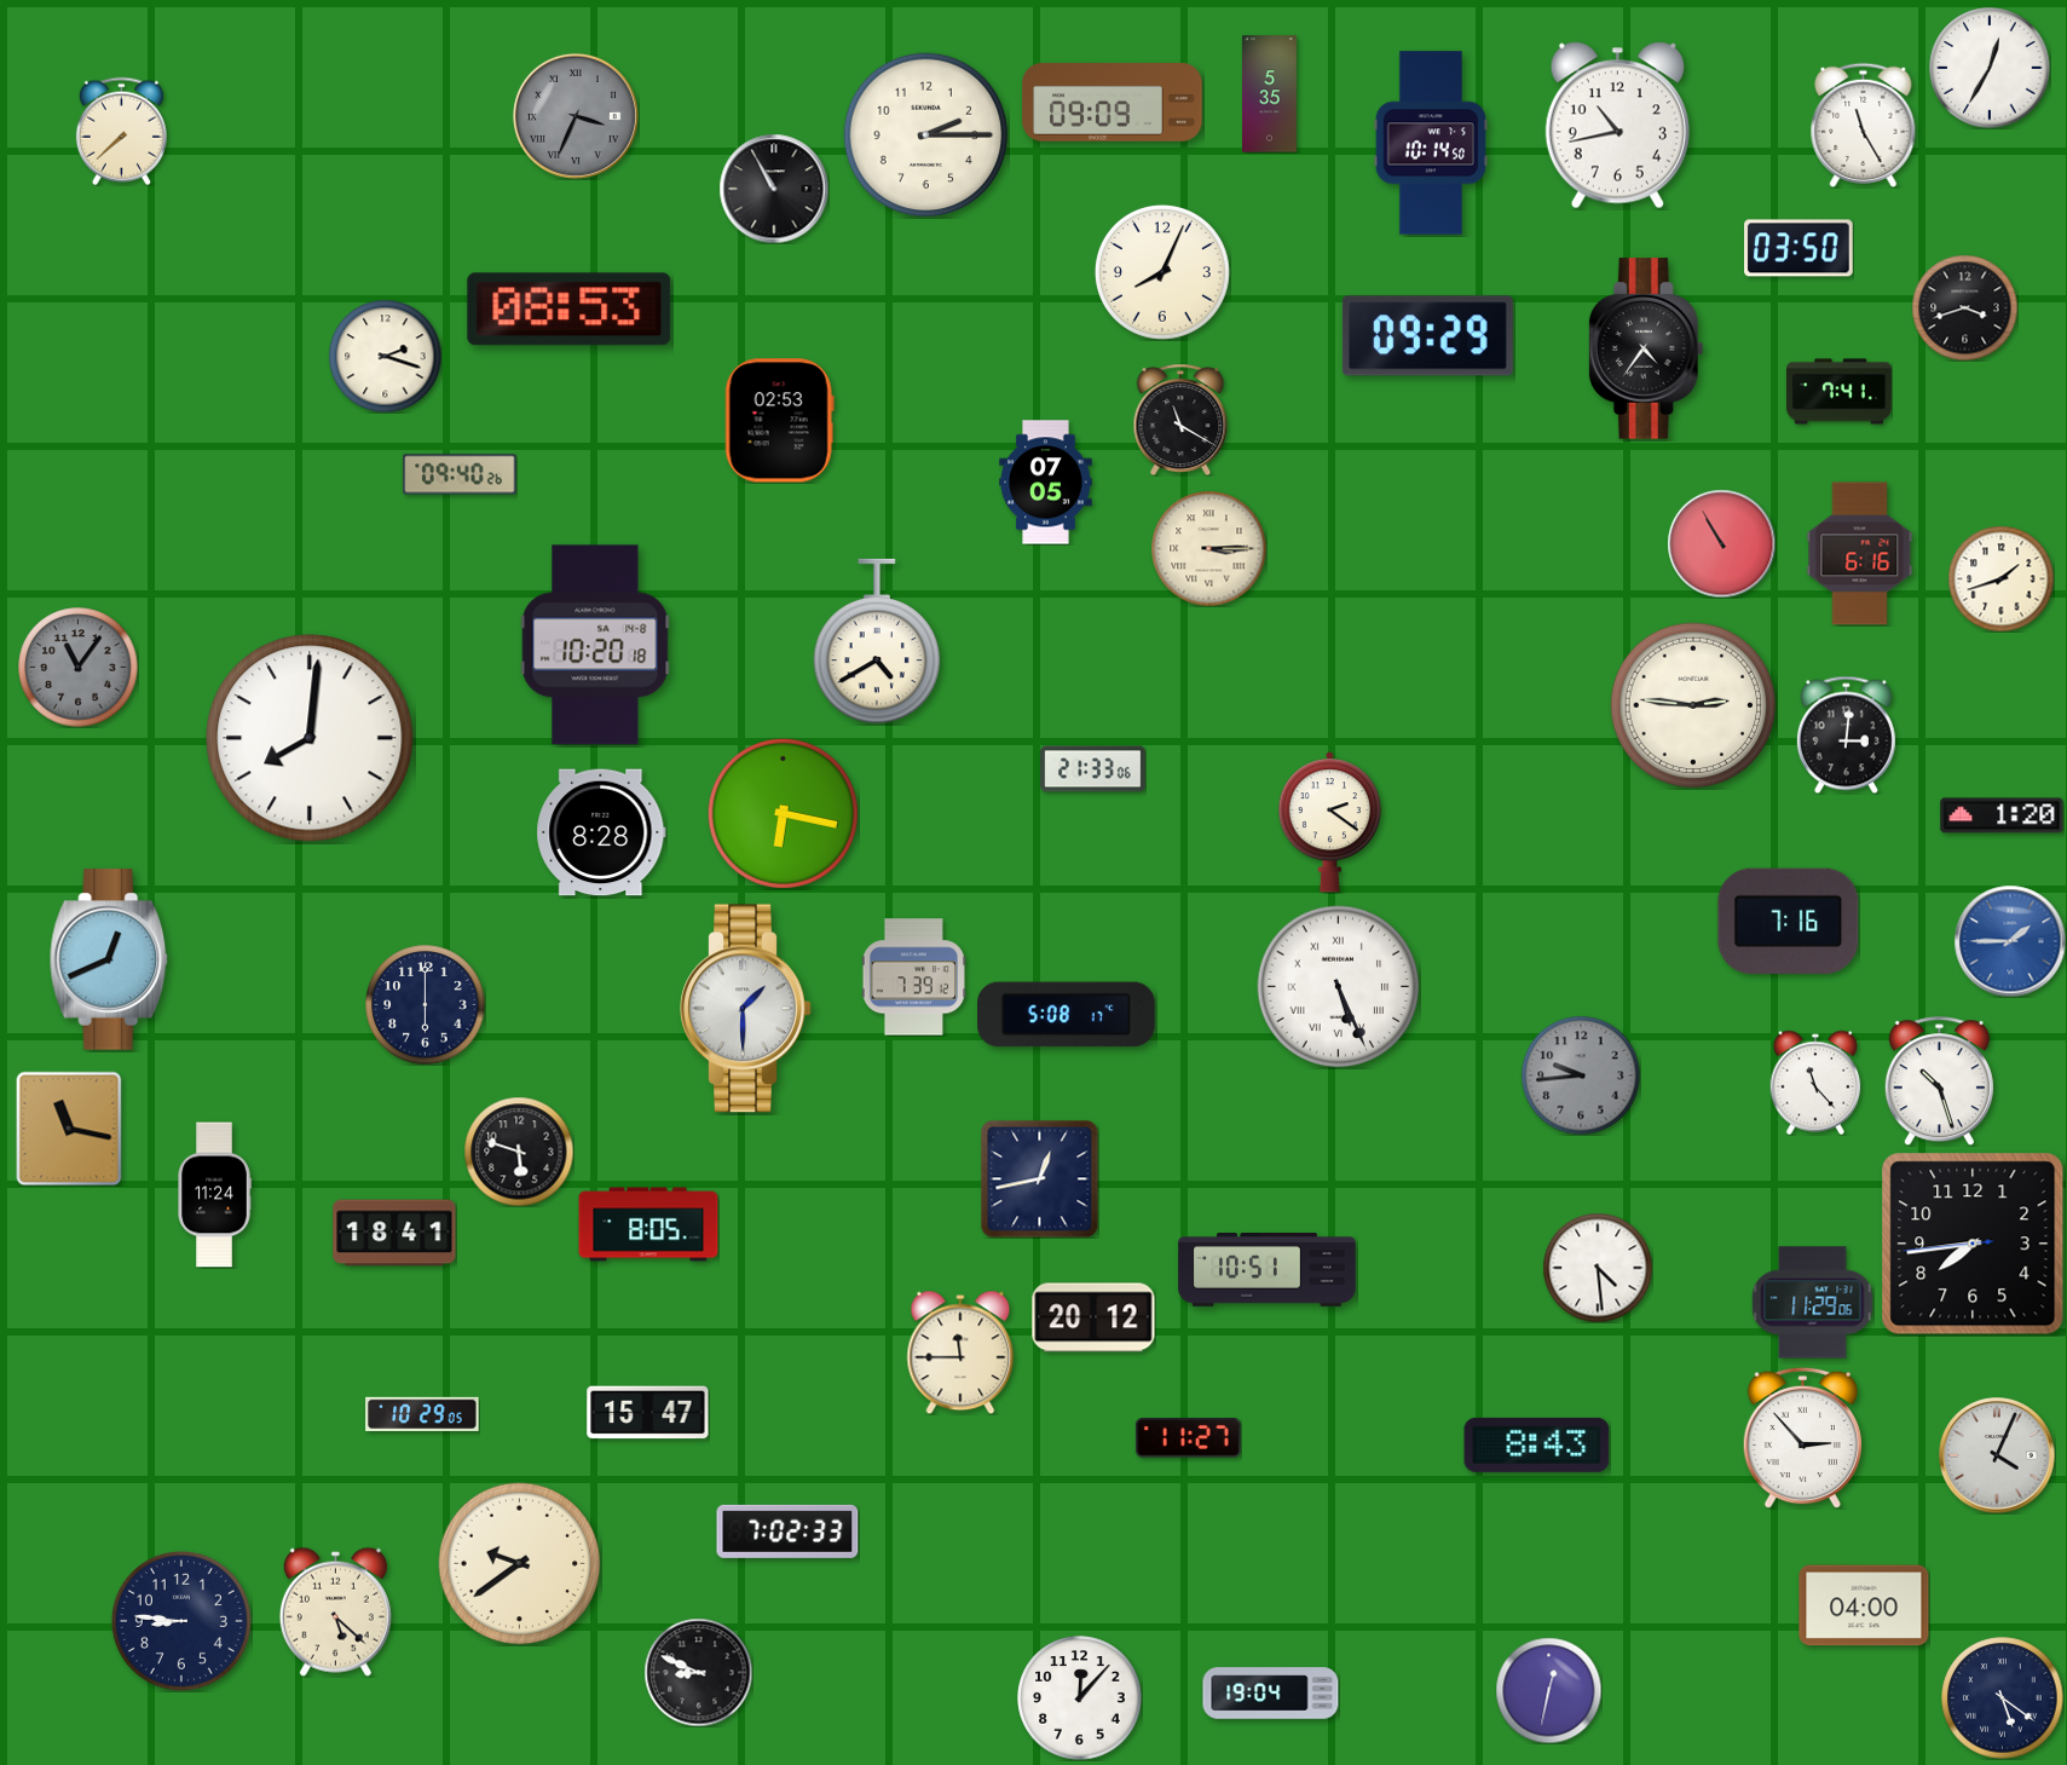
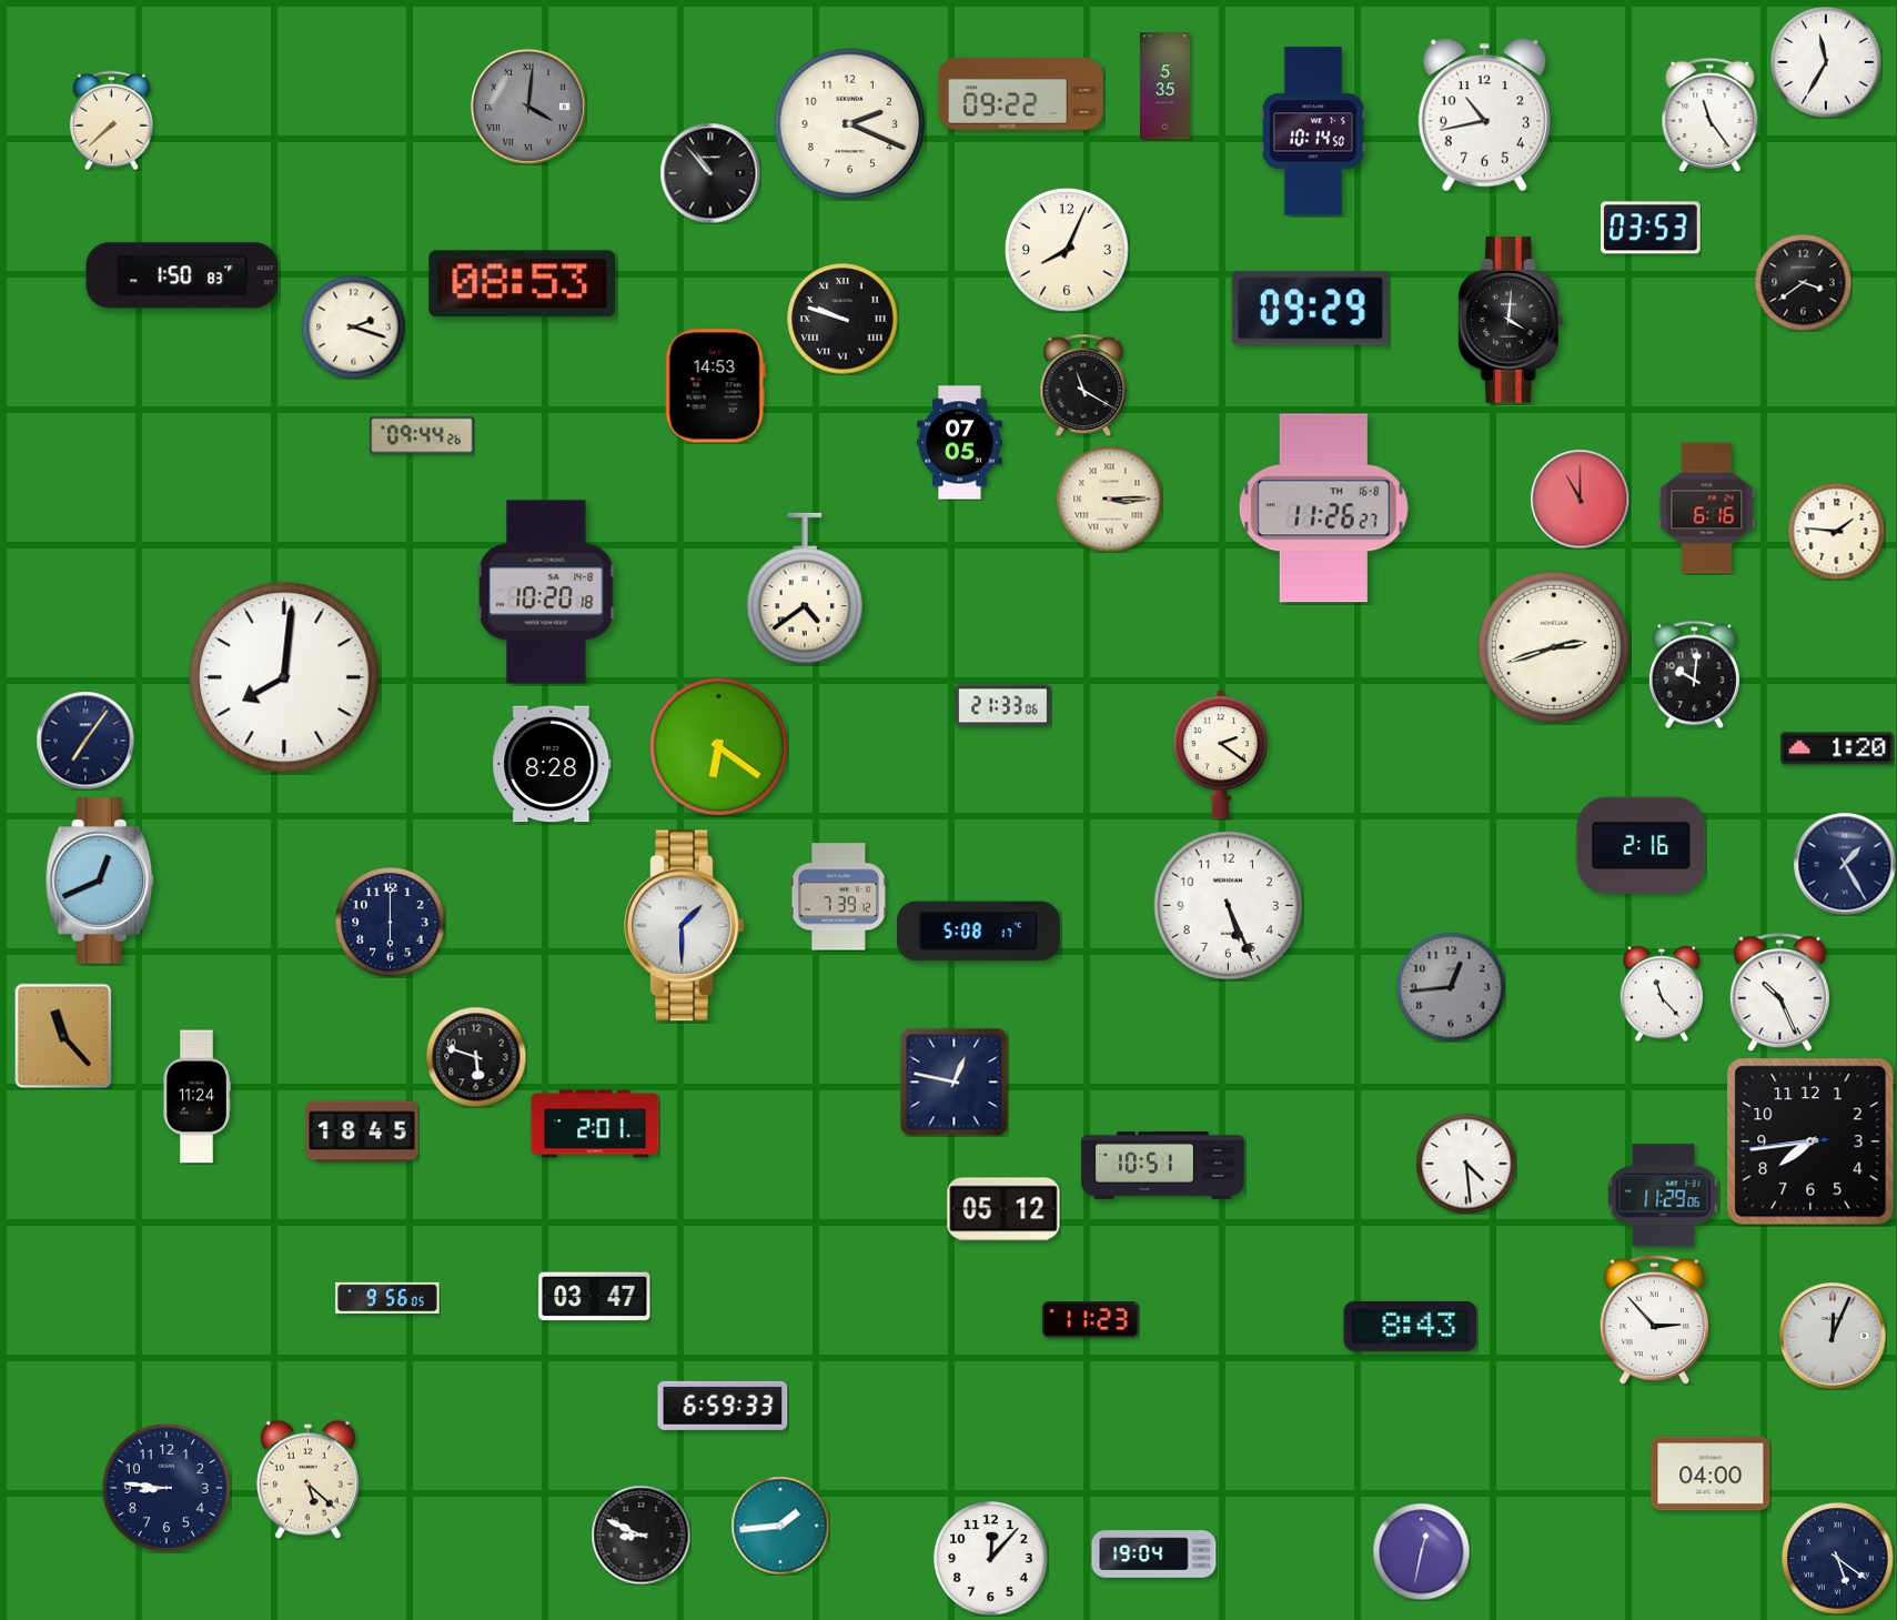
clock at (1990, 68): 12:35 -> 11:35
clock at (1113, 103): 09:09 -> 09:22
clock at (576, 116): 3:34 -> 4:01
clock at (1864, 125): 11:25 -> 11:24
clock at (926, 135): 2:15 -> 2:19
clock at (774, 189): 10:55 -> 10:53
clock at (1798, 248): 03:50 -> 03:53
clock at (182, 275): none -> 1:50
clock at (1964, 307): 3:42 -> 3:39
clock at (842, 319): none -> 9:48
clock at (1646, 348): 4:36 -> 4:01
clock at (1840, 392): 7:41 -> none
clock at (779, 421): 02:53 -> 14:53
clock at (460, 474): 09:40 -> 09:44
clock at (1721, 543): 10:55 -> 11:00
clock at (1208, 548) position: (1208, 548) -> (1109, 499)
clock at (1323, 509): none -> 11:26
clock at (2000, 578): 1:42 -> 1:46
clock at (877, 641): 4:40 -> 4:39
clock at (79, 668): 11:06 -> none
clock at (1693, 705): 2:46 -> 2:42
clock at (1846, 734): 3:01 -> 10:01
clock at (85, 741): none -> 7:06
clock at (783, 813): 6:17 -> 6:21
clock at (1789, 921): 7:16 -> 2:16
clock at (2010, 941): 1:45 -> 1:25
clock at (2010, 941) dial: blue -> navy
clock at (1339, 987) numerals: Roman -> Arabic
clock at (1581, 1075): 9:44 -> 12:44
clock at (1939, 1082): 10:27 -> 10:26
clock at (1815, 1083) position: (1815, 1083) -> (1662, 994)
clock at (69, 1129): 11:17 -> 11:23
clock at (1039, 1178): 12:43 -> 12:47
clock at (648, 1224): 8:05 -> 2:01
clock at (394, 1233): 18:41 -> 18:45
clock at (1093, 1317): 20:12 -> 05:12
clock at (960, 1352): 11:45 -> none
clock at (648, 1413): 15:47 -> 03:47
clock at (422, 1414): 10:29 -> 9:56
clock at (1188, 1438): 11:27 -> 11:23
clock at (1997, 1455): 4:04 -> 12:04
clock at (787, 1532): 7:02 -> 6:59
clock at (520, 1564): 9:39 -> none
clock at (780, 1526): none -> 1:44
clock at (1271, 1694) position: (1271, 1694) -> (1154, 1554)
